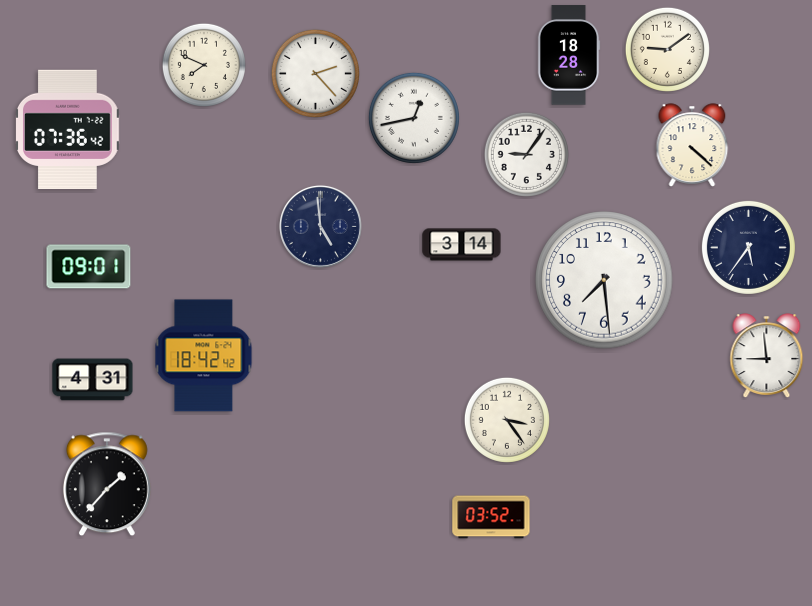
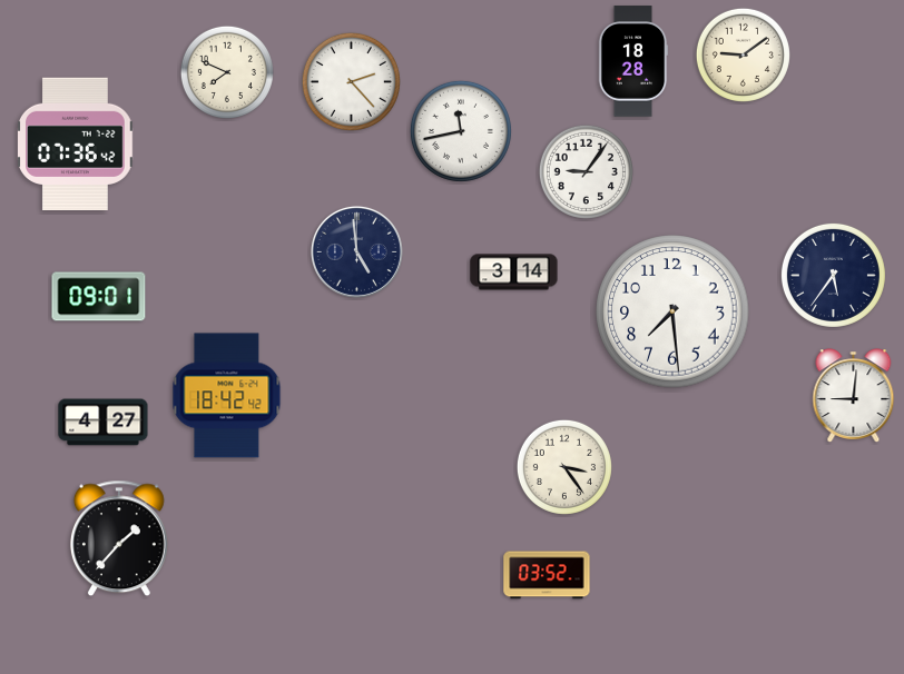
clock at (414, 118): 12:43 -> 11:43
clock at (692, 145): 4:22 -> none
clock at (767, 355): 8:59 -> 9:01
clock at (93, 380): 4:31 -> 4:27
